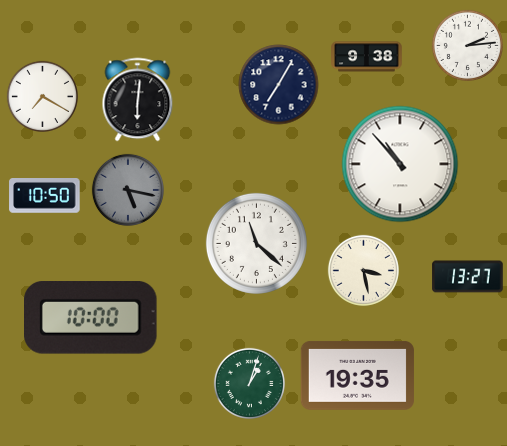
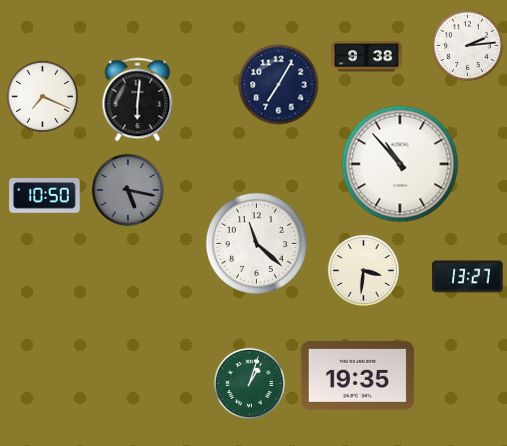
clock at (42, 96): 7:20 -> 7:19
clock at (363, 270): 3:28 -> 3:31
clock at (91, 318): 10:00 -> none
